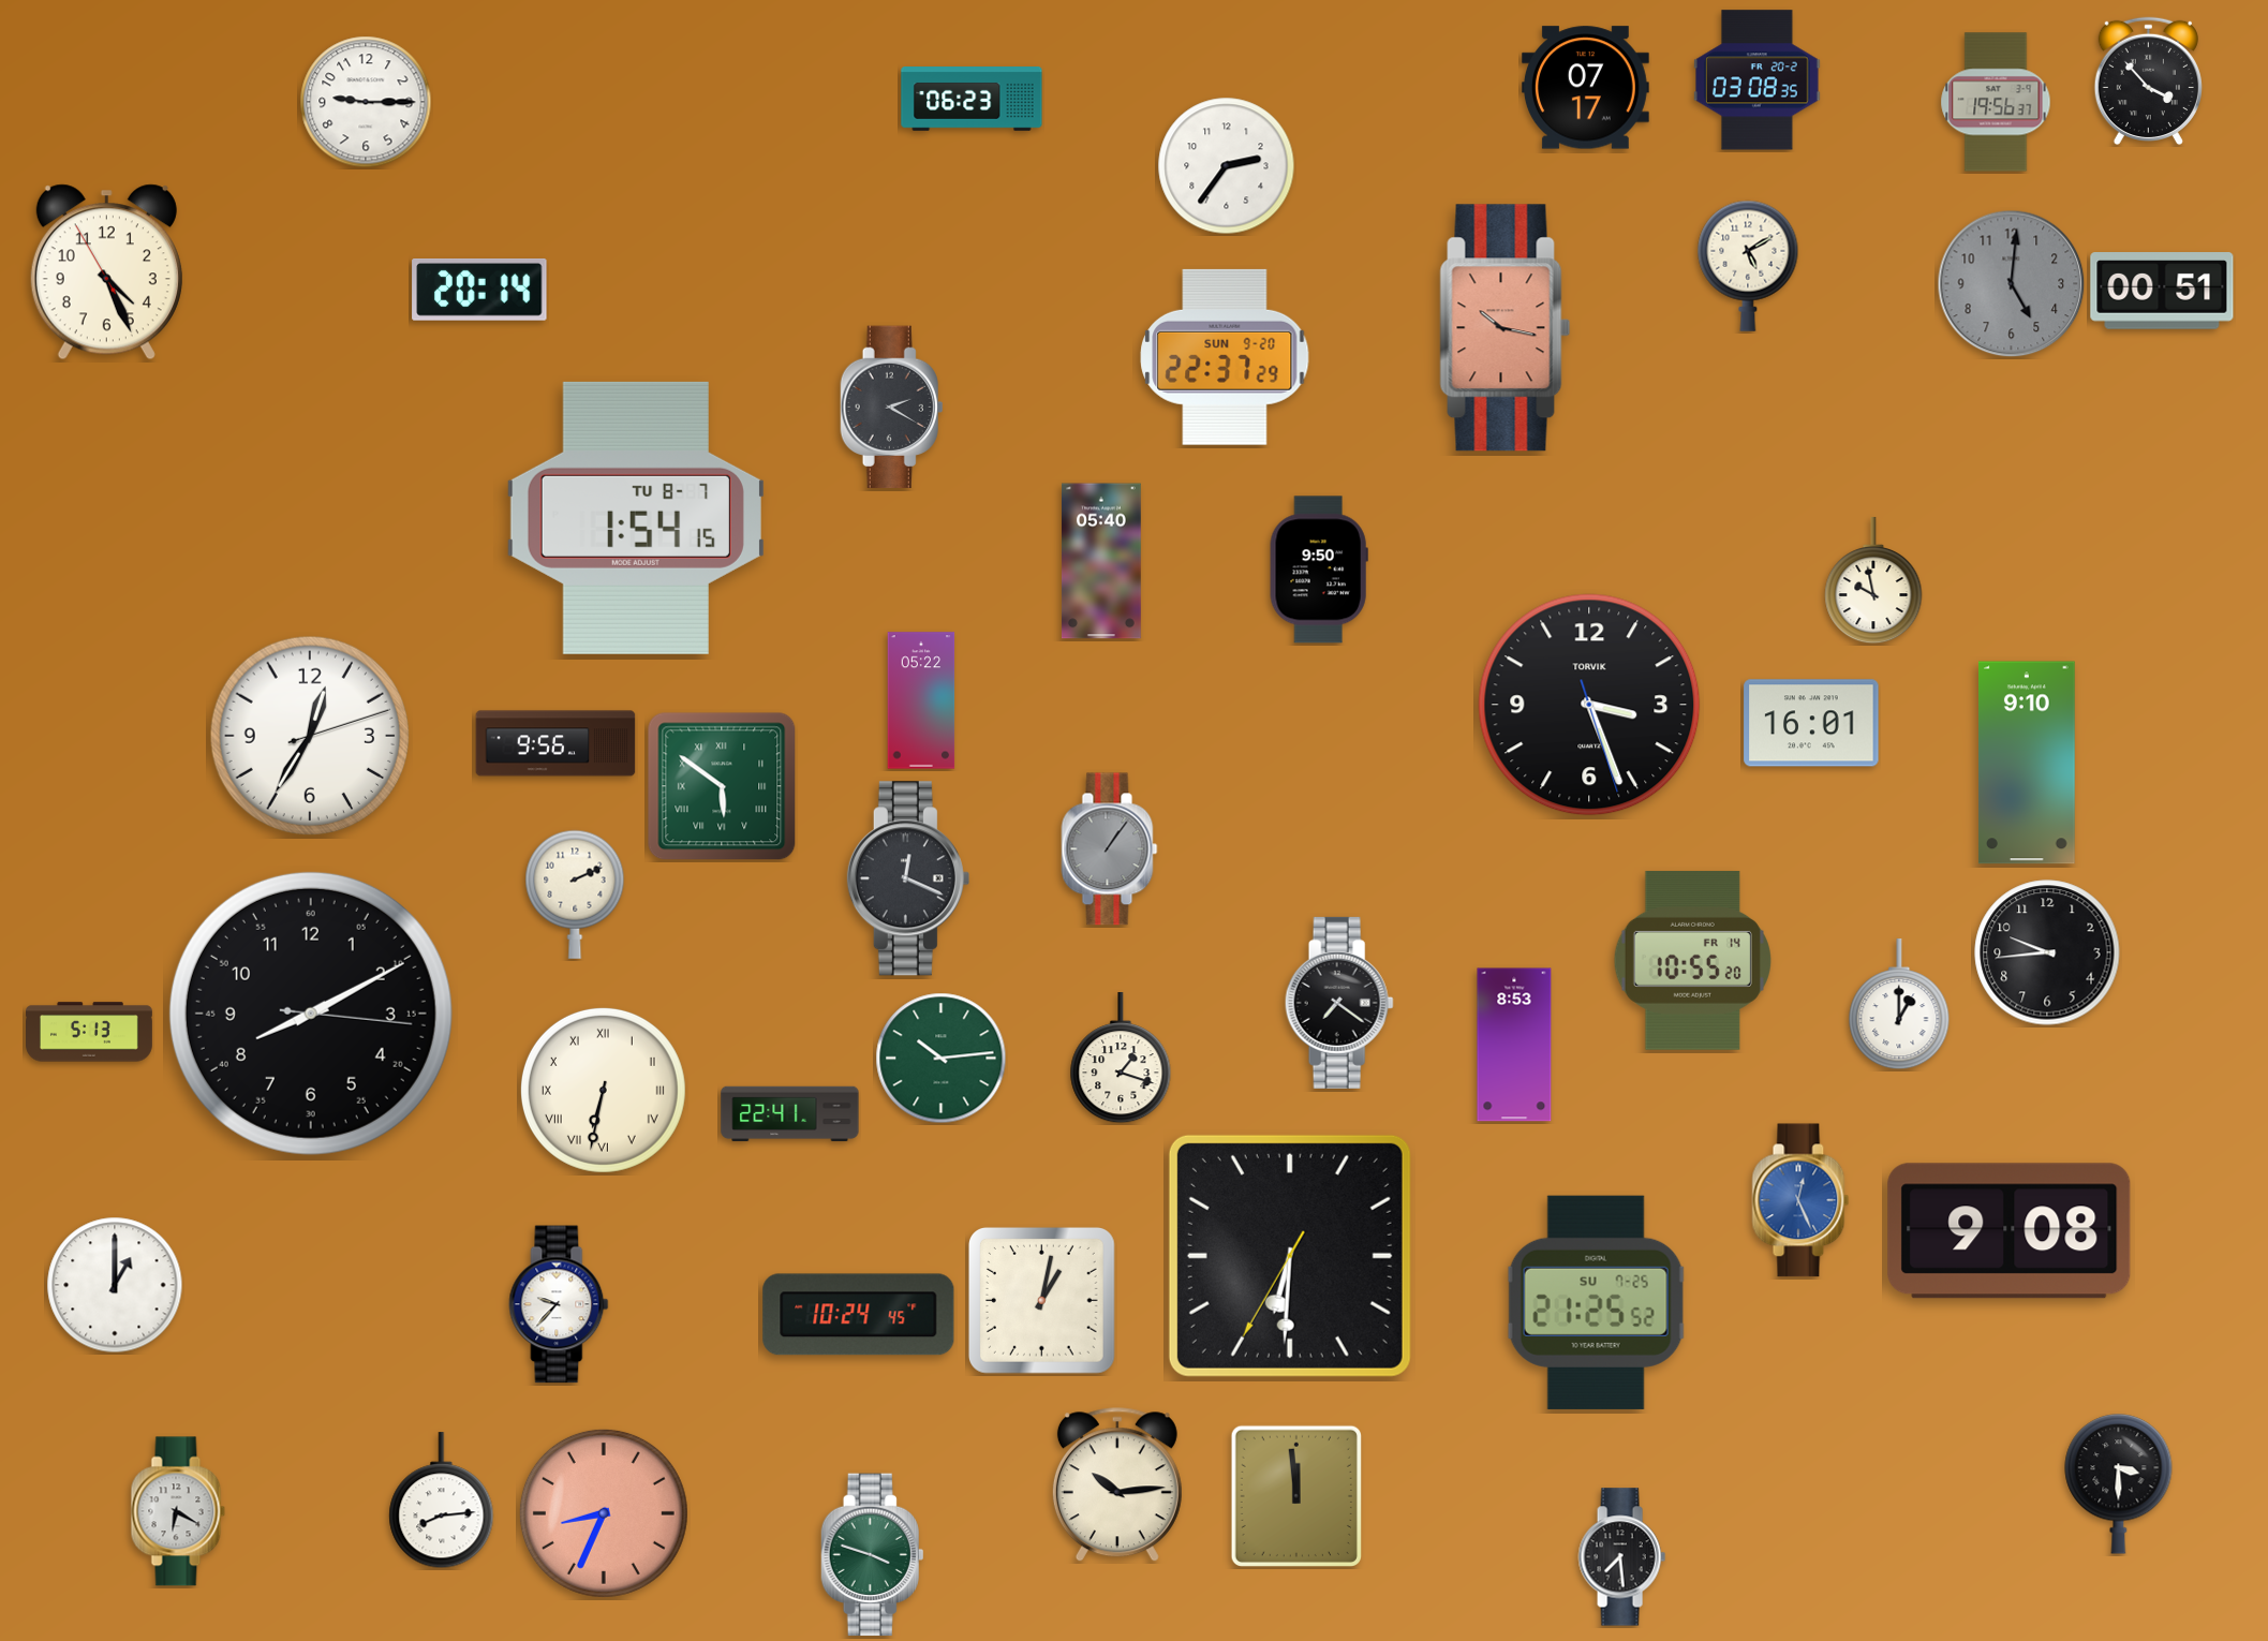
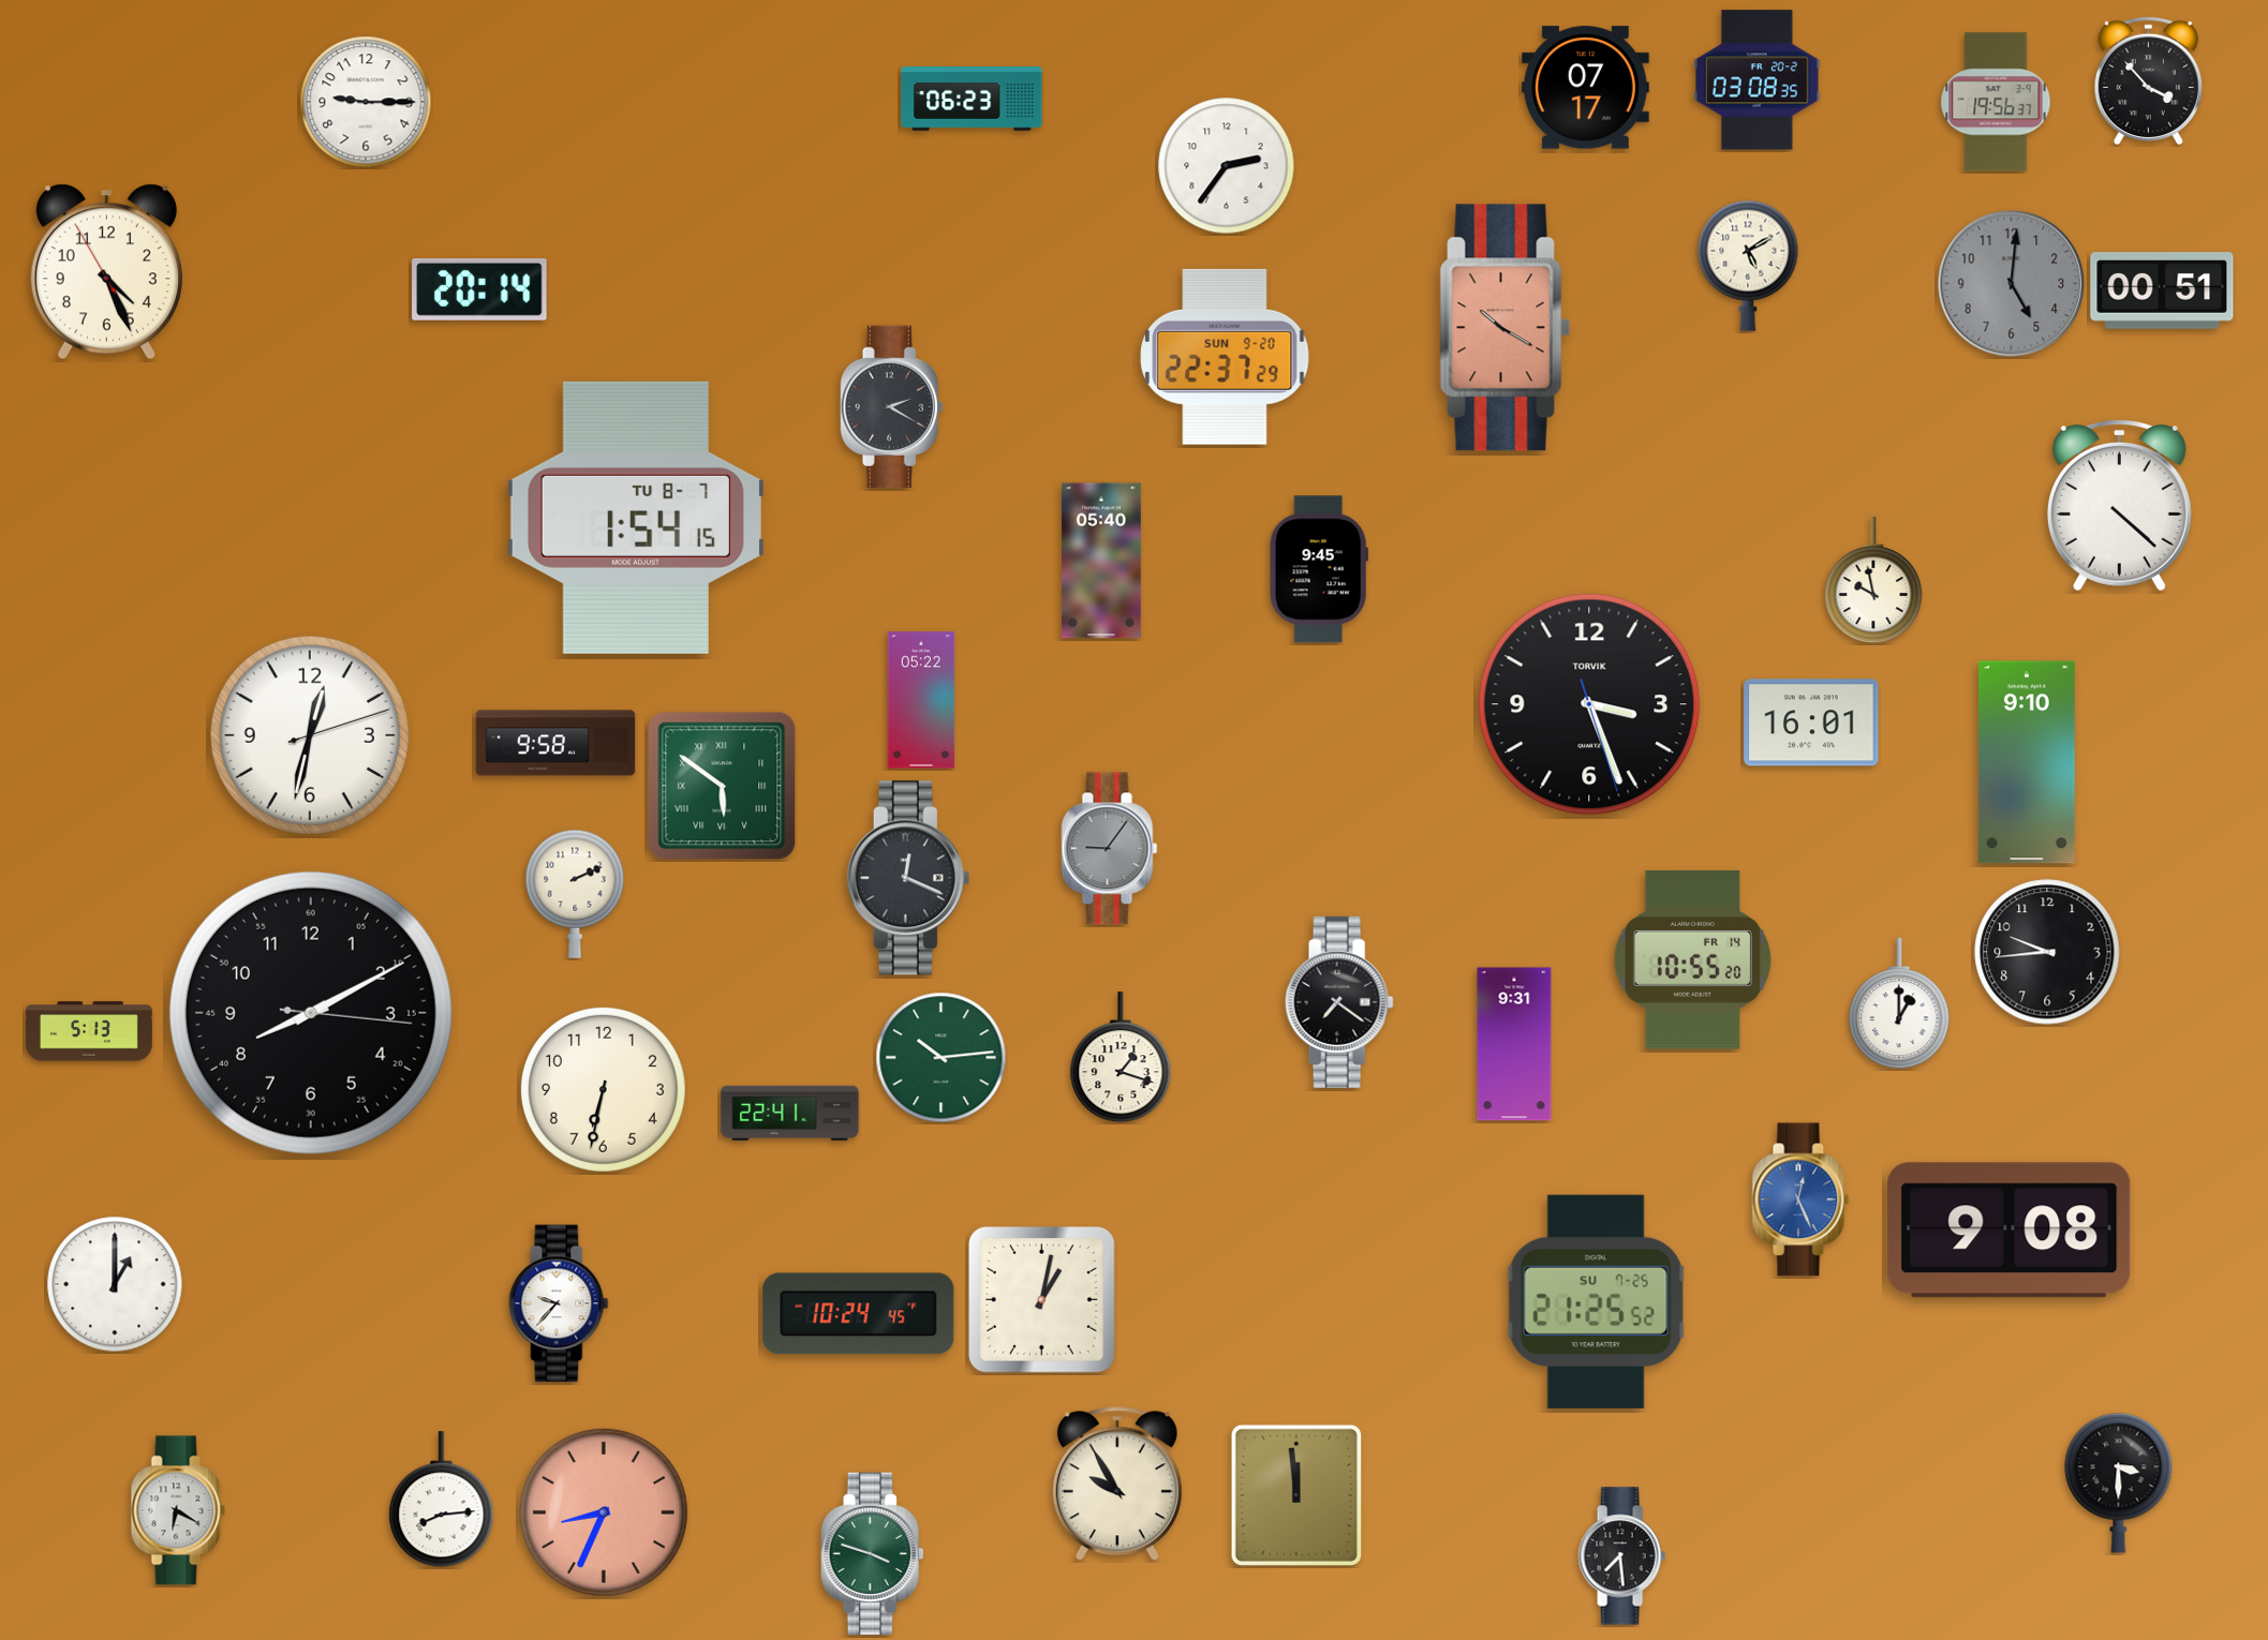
clock at (1506, 328): 10:17 -> 10:20
clock at (2119, 506): none -> 4:22
clock at (1319, 570): 9:50 -> 9:45
clock at (309, 735): 12:35 -> 12:32
clock at (555, 743): 9:56 -> 9:58
clock at (1110, 849): 1:06 -> 9:06
clock at (1514, 1045): 8:53 -> 9:31
clock at (603, 1090) numerals: Roman -> Arabic
clock at (1290, 1256): 6:30 -> none
clock at (1117, 1485): 10:14 -> 9:55
